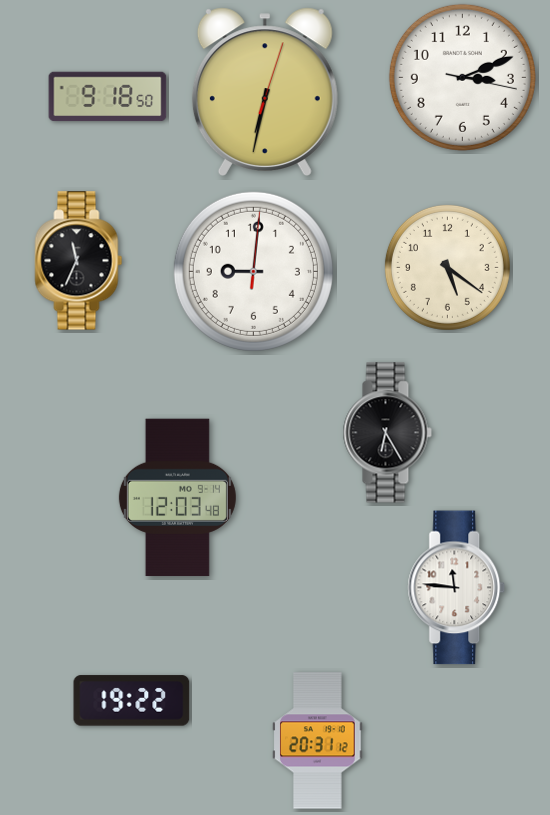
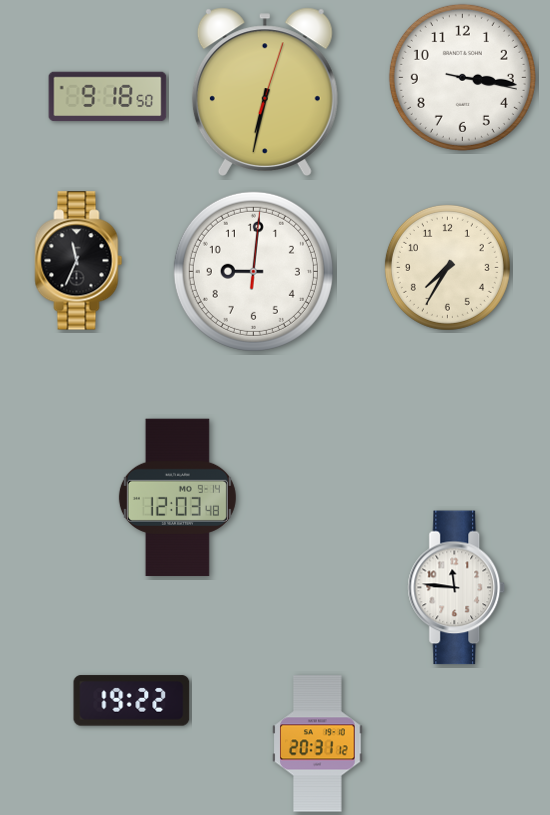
clock at (462, 77): 3:11 -> 3:16
clock at (447, 267): 5:21 -> 7:35
clock at (387, 433): 6:25 -> none
clock at (318, 741) position: (318, 741) -> (318, 744)
